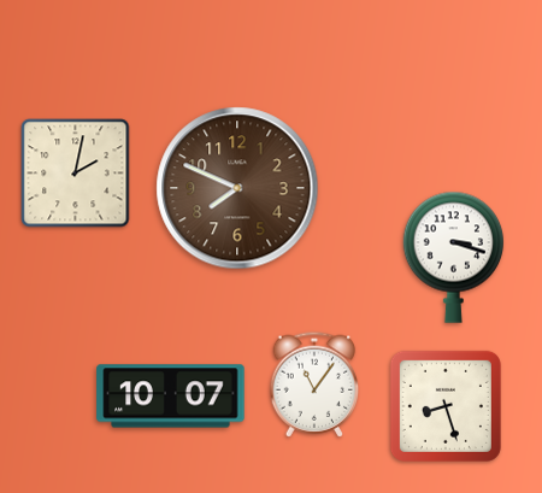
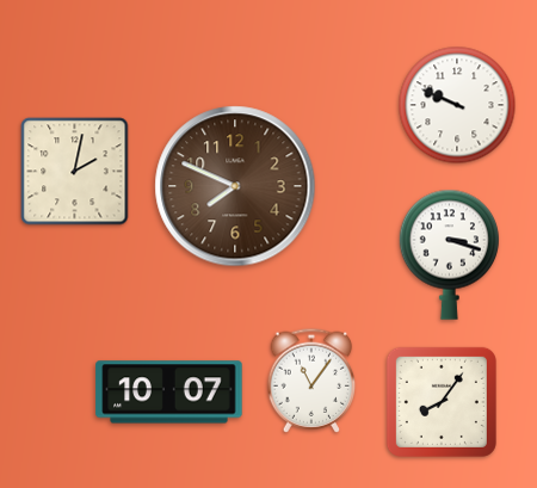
clock at (457, 105): none -> 9:49
clock at (446, 406): 8:27 -> 8:06
